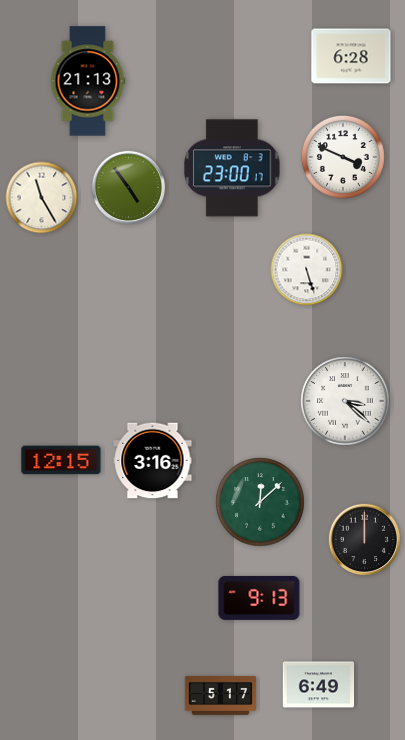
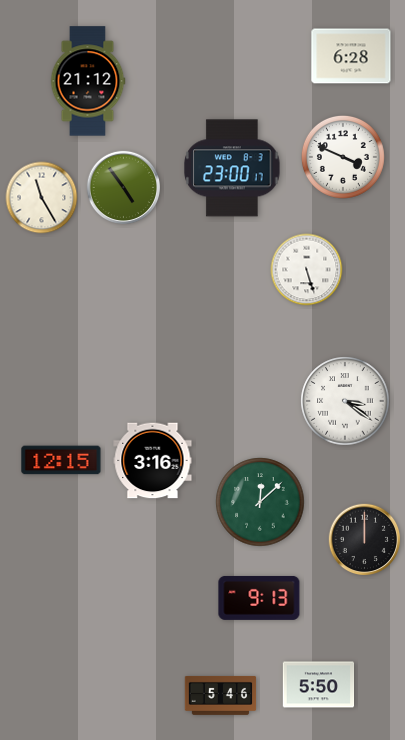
clock at (88, 81): 21:13 -> 21:12
clock at (128, 187) position: (128, 187) -> (123, 187)
clock at (345, 401): 3:22 -> 3:21
clock at (319, 685): 6:49 -> 5:50
clock at (221, 695): 5:17 -> 5:46
